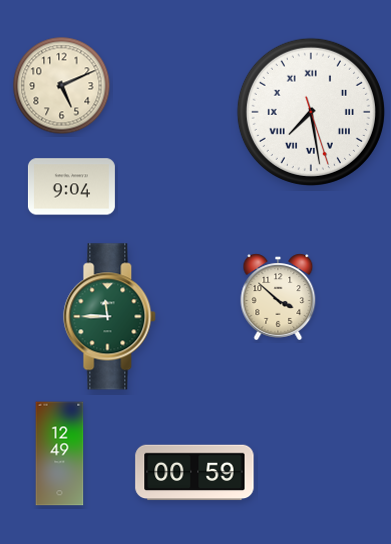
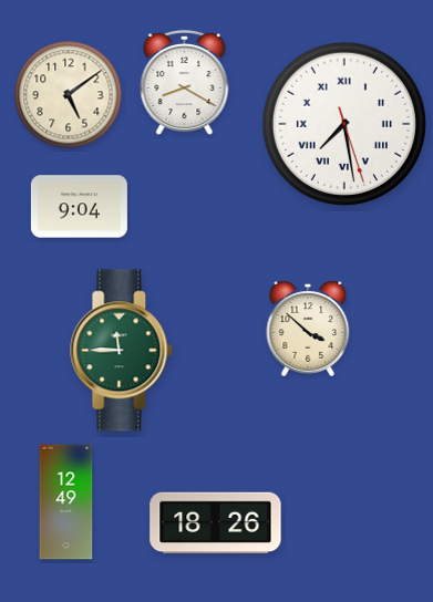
clock at (185, 83): none -> 8:20
clock at (62, 86): 5:11 -> 5:09
clock at (195, 473): 00:59 -> 18:26
